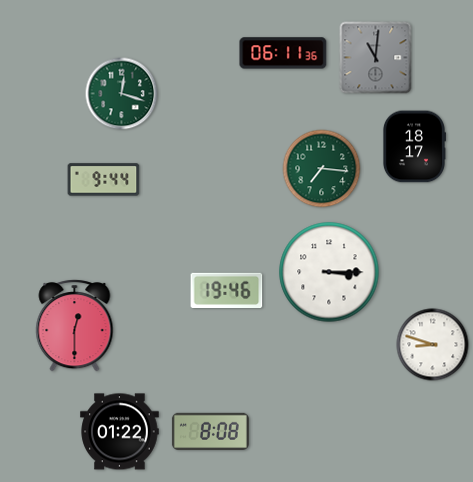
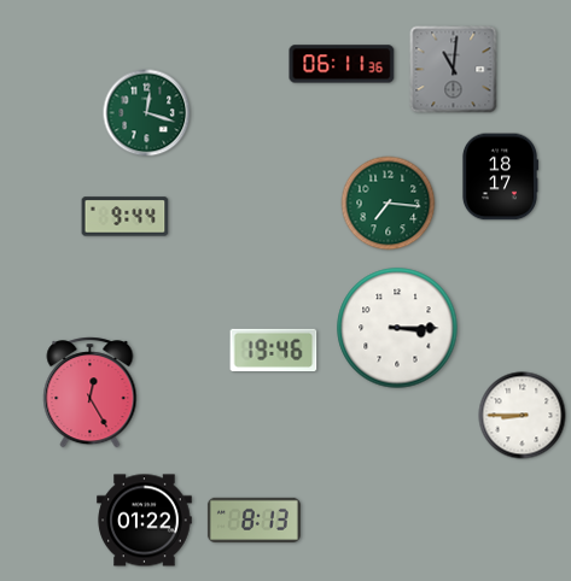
clock at (75, 326): 12:30 -> 12:25
clock at (433, 345): 8:48 -> 8:45
clock at (210, 431): 8:08 -> 8:13
